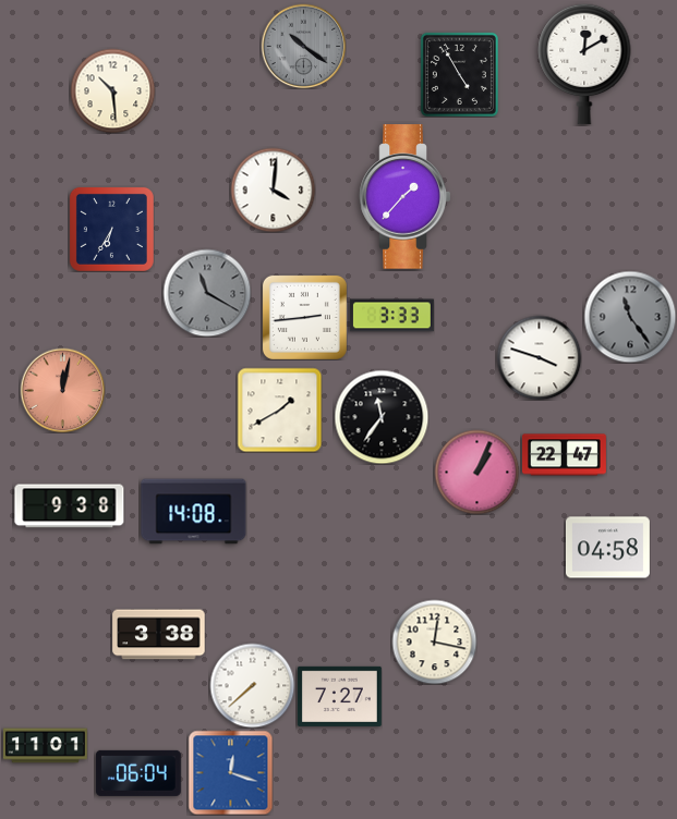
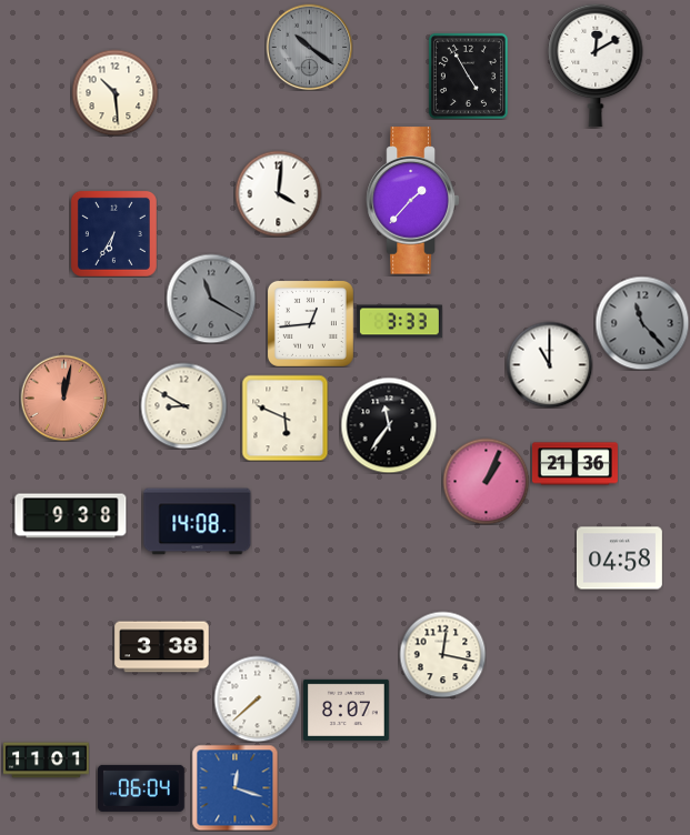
clock at (304, 317): 2:44 -> 12:44
clock at (630, 317): 11:24 -> 11:23
clock at (539, 357): 3:48 -> 11:00
clock at (183, 405): none -> 8:50
clock at (279, 409): 1:40 -> 5:49
clock at (564, 455): 22:47 -> 21:36
clock at (339, 696): 7:27 -> 8:07
